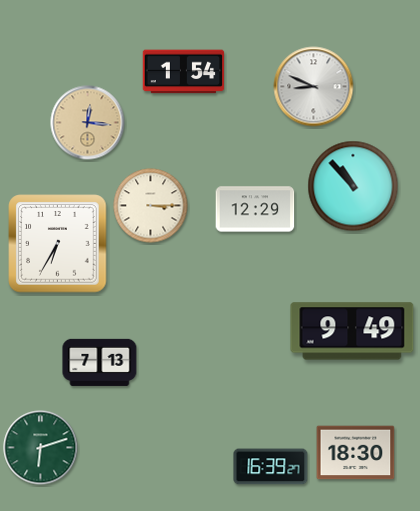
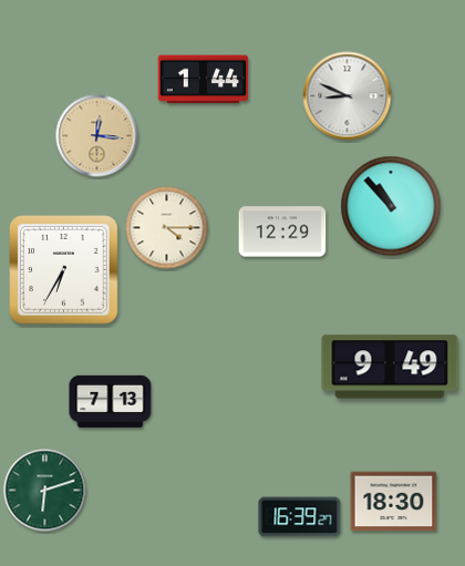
clock at (184, 72): 1:54 -> 1:44
clock at (151, 206): 3:15 -> 4:15
clock at (41, 448) position: (41, 448) -> (45, 491)
